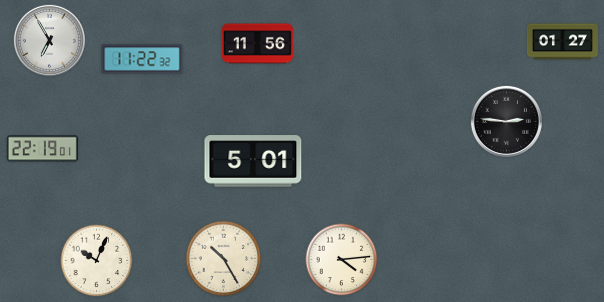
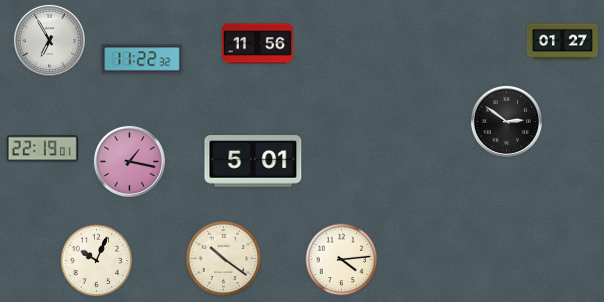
clock at (506, 121): 2:46 -> 2:51
clock at (129, 161): none -> 1:17
clock at (224, 259): 10:25 -> 10:21
